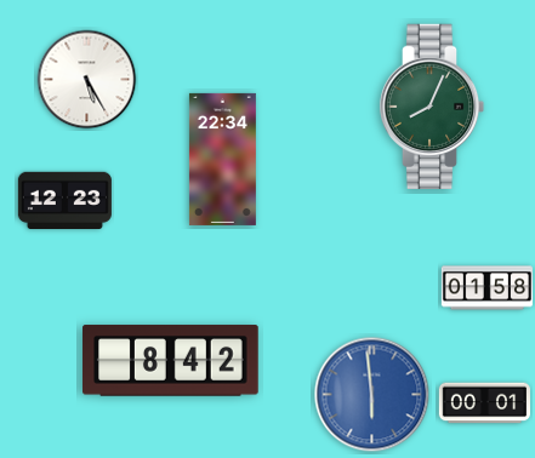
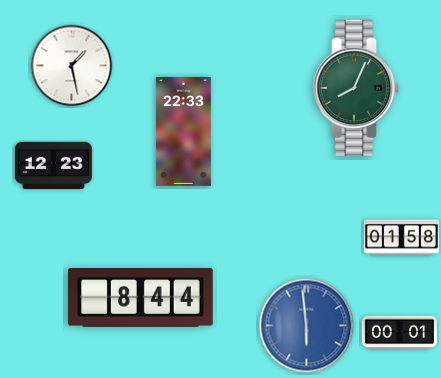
clock at (87, 80): 5:25 -> 1:28
clock at (222, 159): 22:34 -> 22:33
clock at (171, 361): 8:42 -> 8:44
